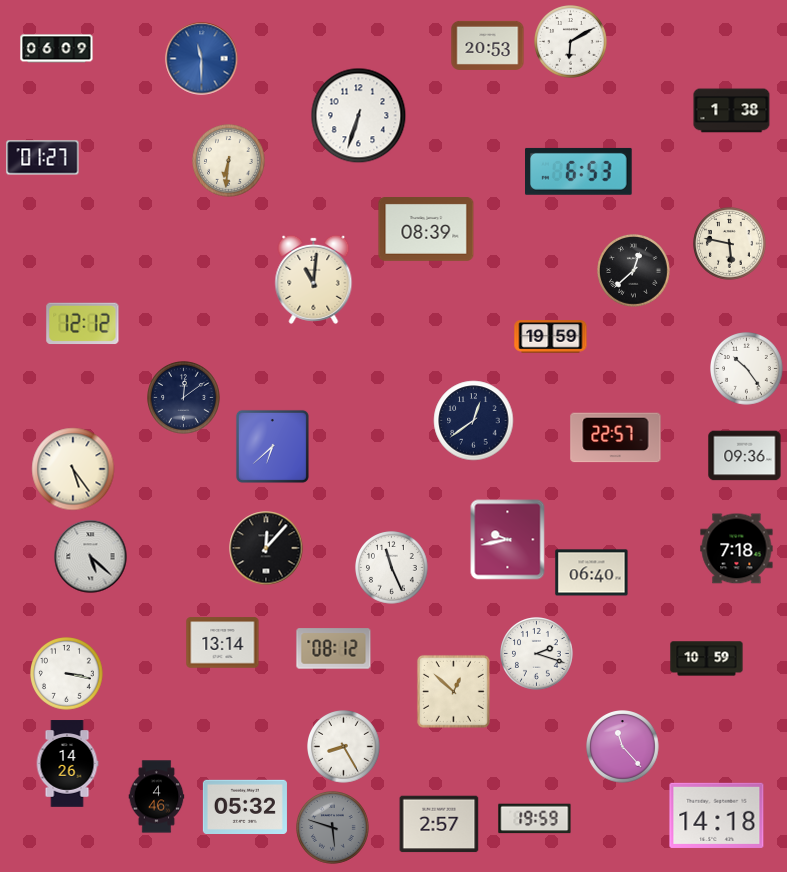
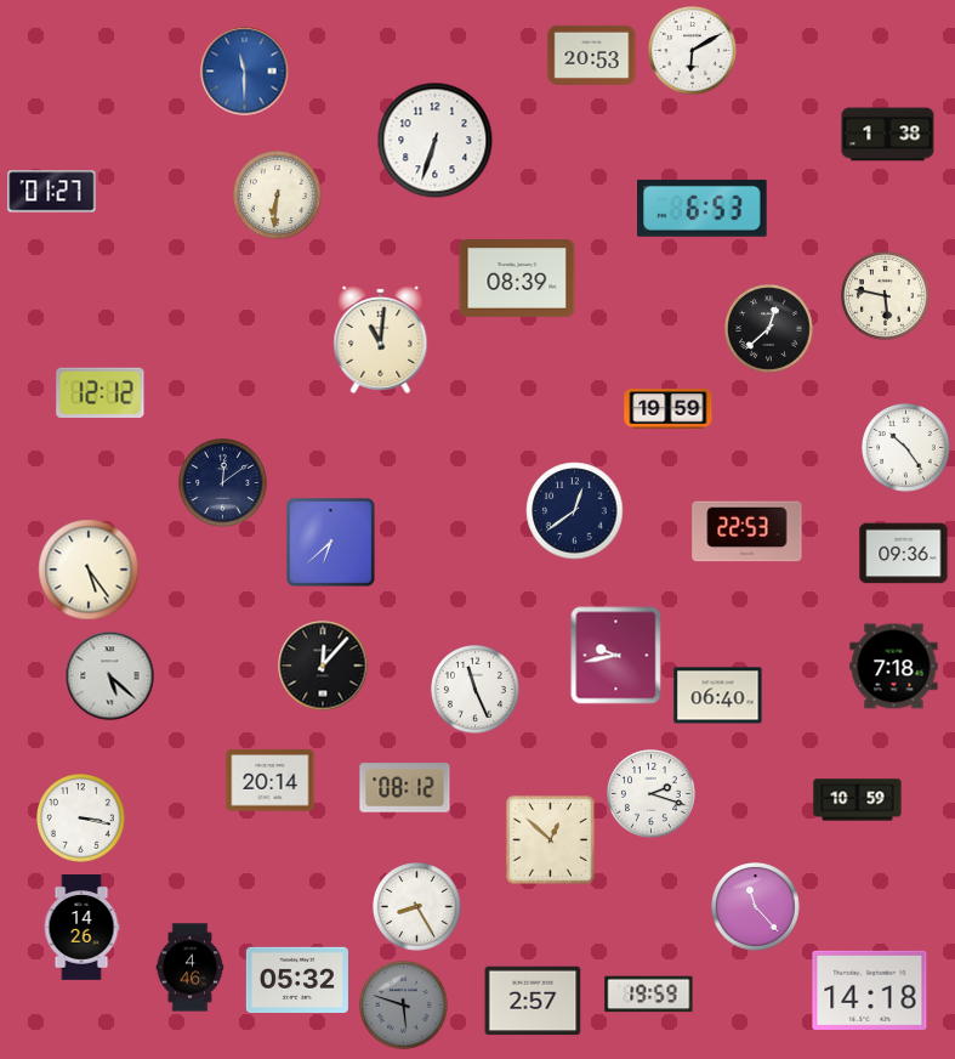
clock at (57, 49): 06:09 -> none
clock at (616, 438): 22:57 -> 22:53
clock at (223, 643): 13:14 -> 20:14
